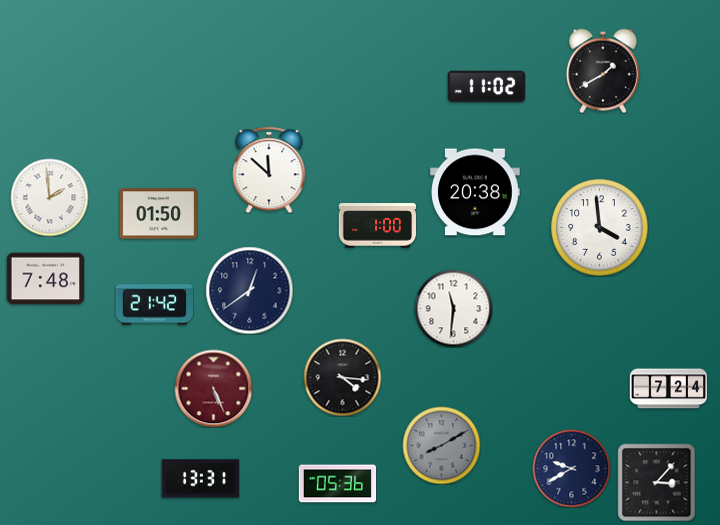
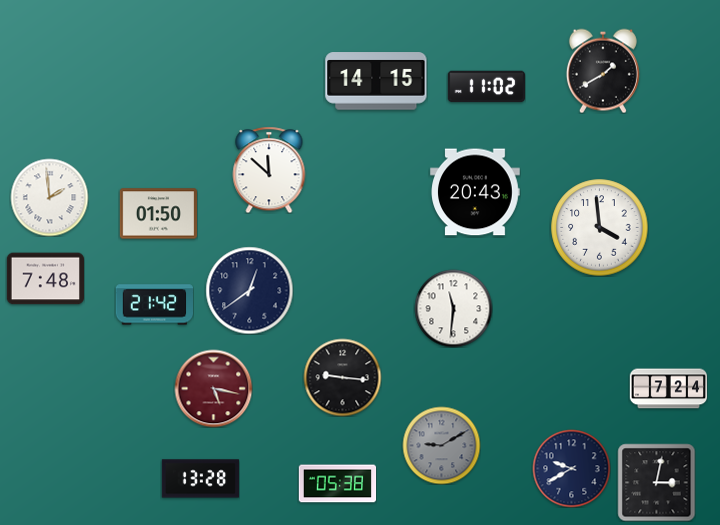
clock at (376, 81): none -> 14:15
clock at (475, 192): 20:38 -> 20:43
clock at (377, 226): 1:00 -> none
clock at (342, 377): 4:16 -> 9:16
clock at (213, 388): 5:26 -> 5:17
clock at (441, 445): 8:10 -> 9:10
clock at (200, 479): 13:31 -> 13:28
clock at (656, 482): 3:07 -> 3:02
clock at (337, 484): 05:36 -> 05:38
